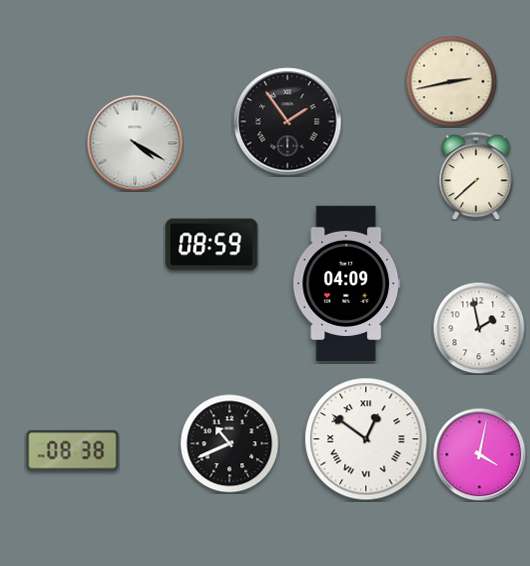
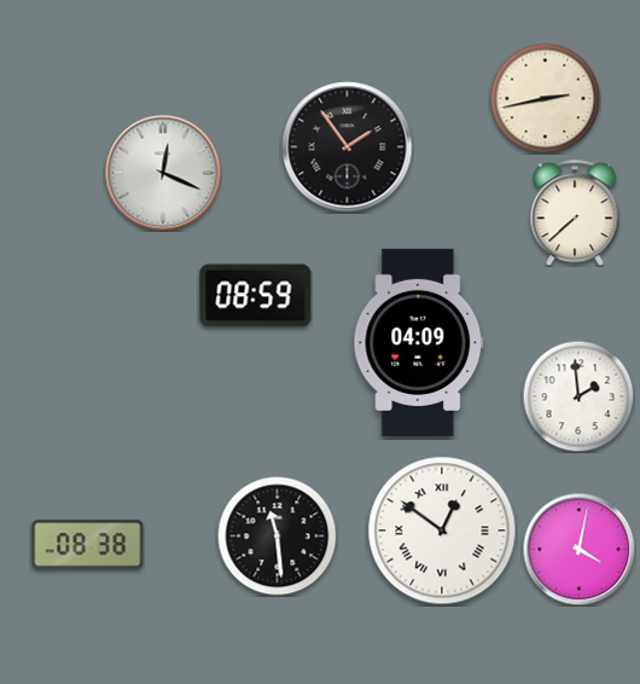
clock at (135, 143): 4:20 -> 12:19
clock at (479, 328): 1:58 -> 1:59
clock at (230, 444): 10:41 -> 11:29
